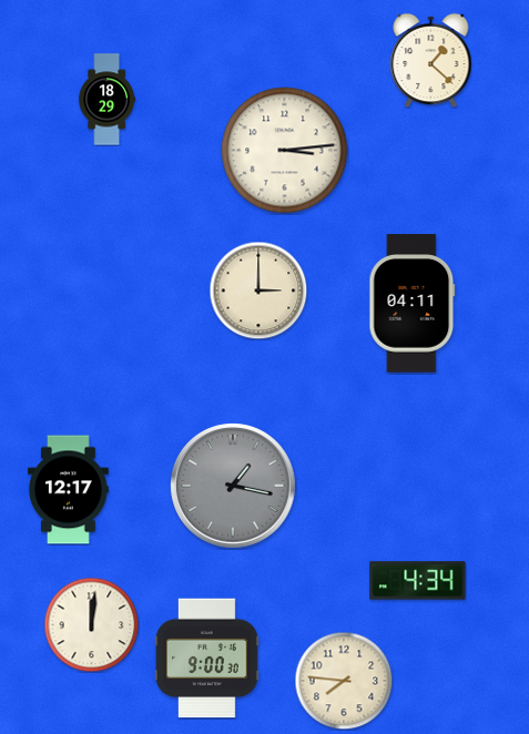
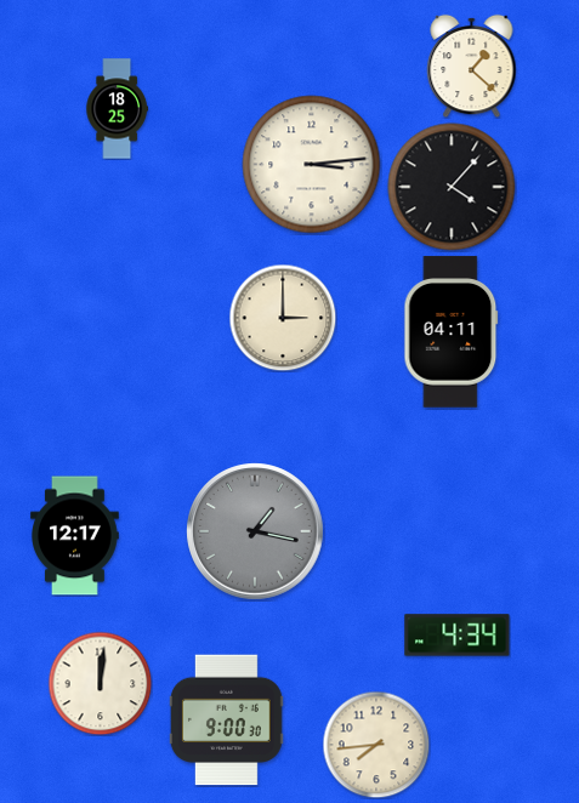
clock at (106, 100): 18:29 -> 18:25
clock at (452, 187): none -> 4:07
clock at (344, 681): 7:46 -> 7:44
